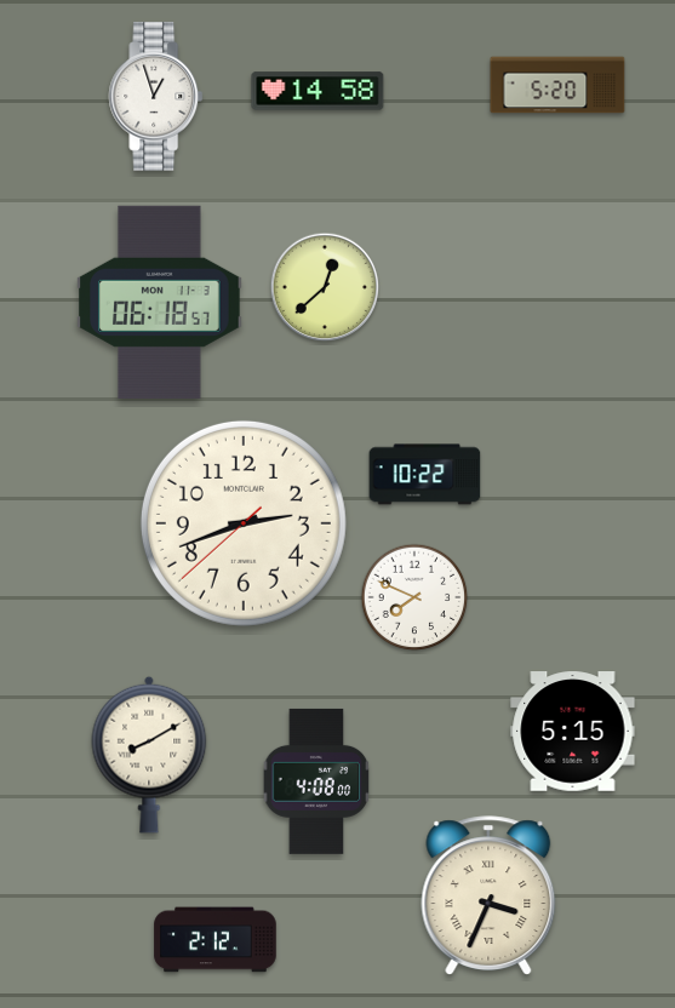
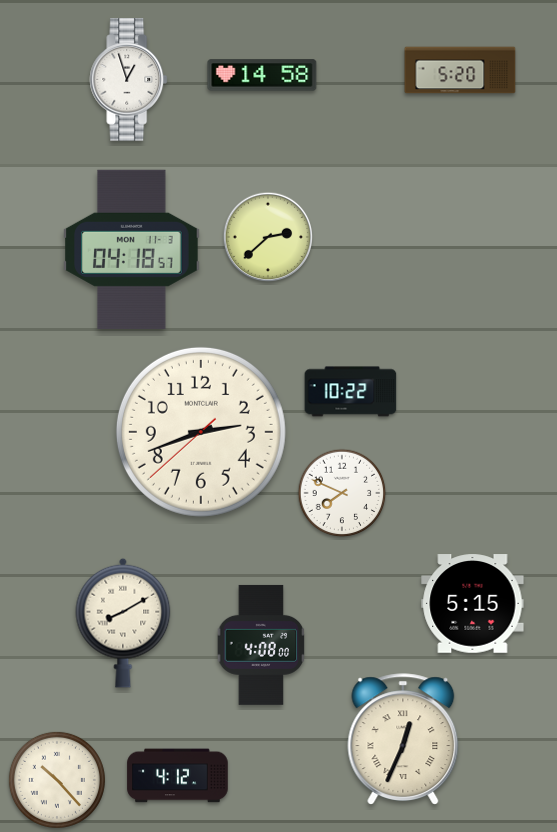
clock at (325, 287): 12:38 -> 2:38
clock at (160, 302): 06:18 -> 04:18
clock at (488, 895): 3:34 -> 12:34
clock at (216, 940): 2:12 -> 4:12
clock at (57, 780): none -> 10:23
